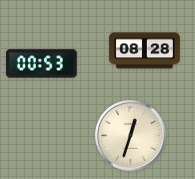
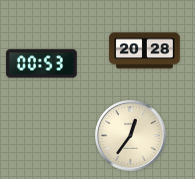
clock at (145, 51): 08:28 -> 20:28
clock at (131, 136): 12:33 -> 12:36
